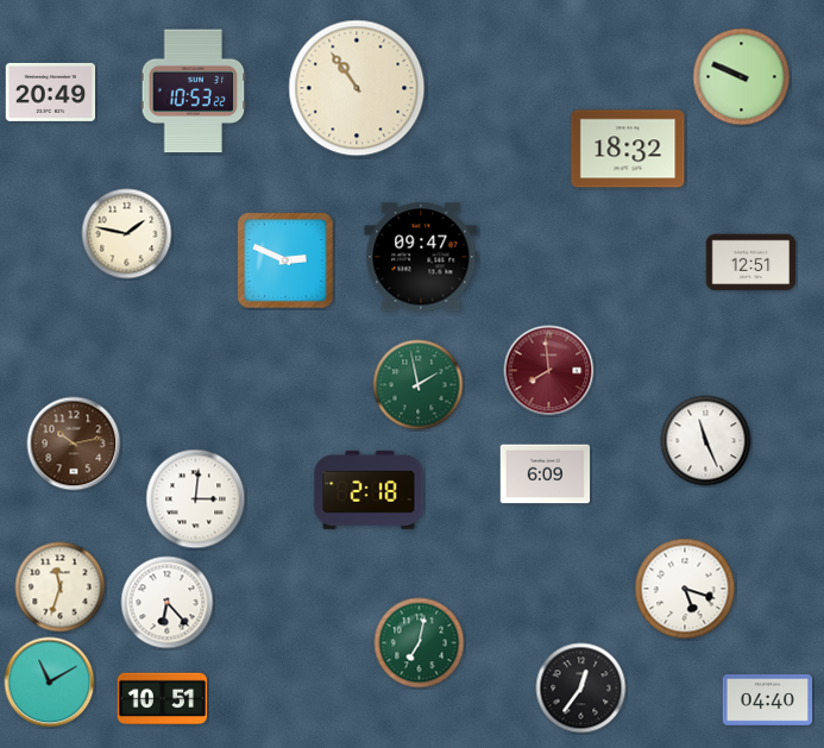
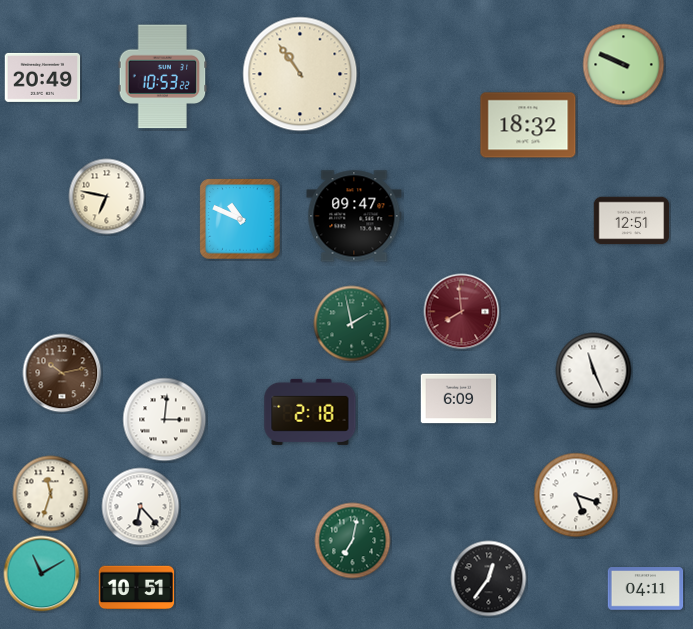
clock at (127, 234): 1:47 -> 6:47
clock at (285, 260): 2:49 -> 10:49
clock at (768, 700): 04:40 -> 04:11
